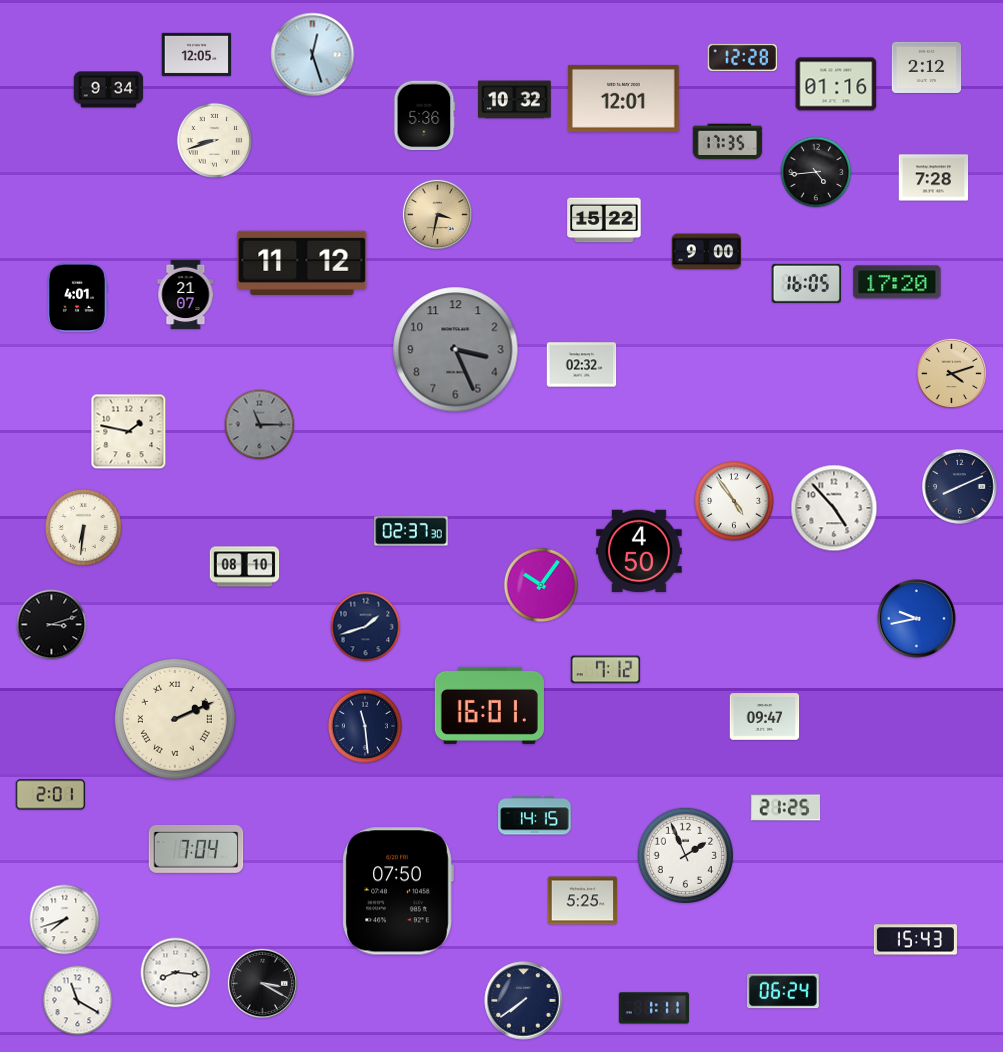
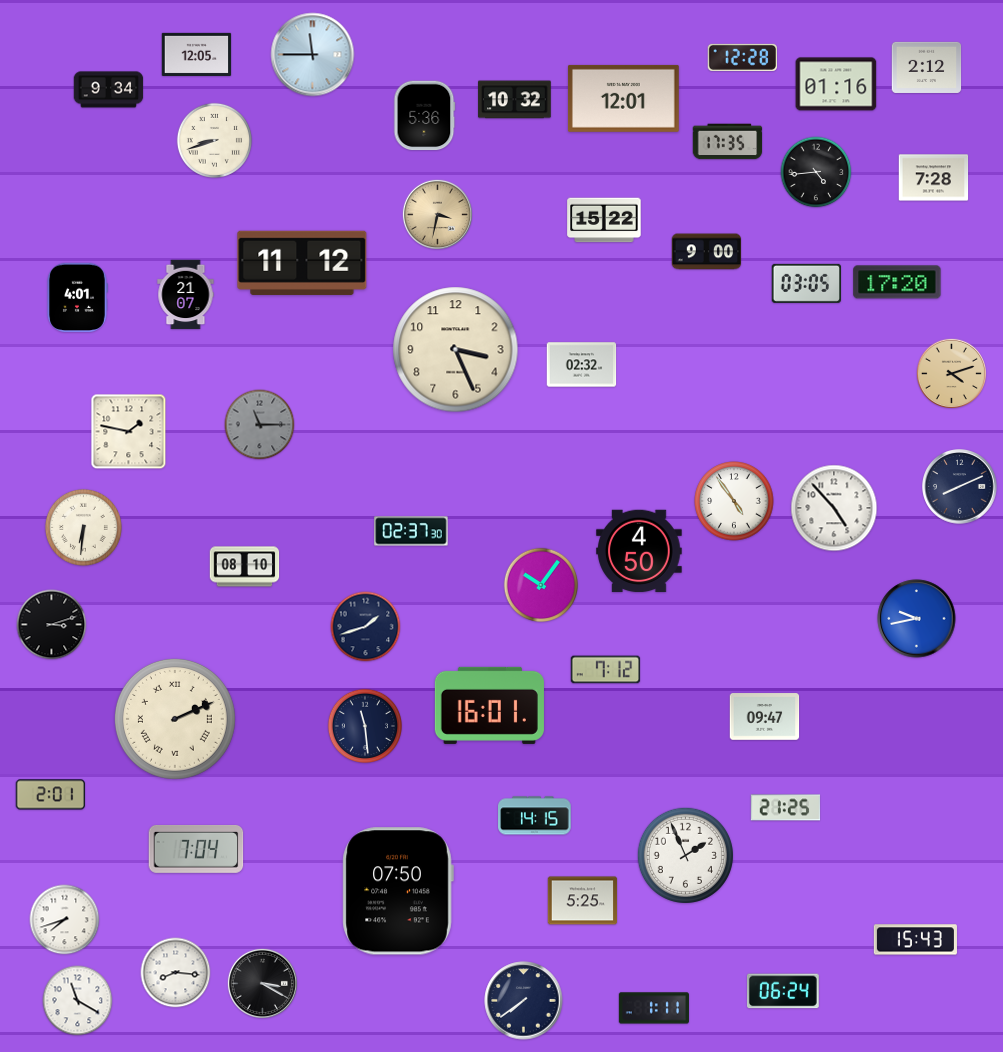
clock at (313, 55): 12:27 -> 11:45
clock at (806, 283): 16:05 -> 03:05
clock at (456, 350) dial: grey -> cream
